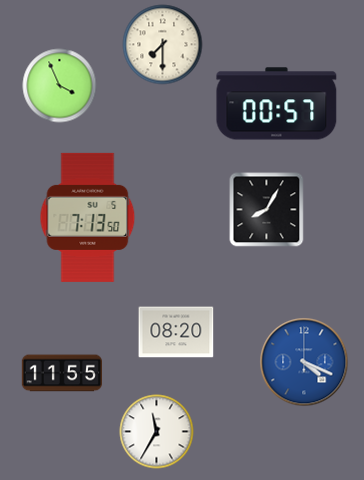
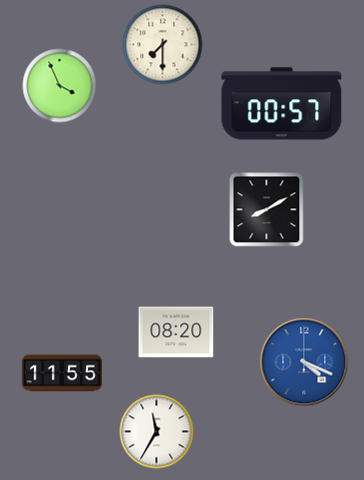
clock at (277, 104) position: (277, 104) -> (282, 104)
clock at (267, 210): 8:05 -> 8:10
clock at (88, 217): 7:13 -> none
